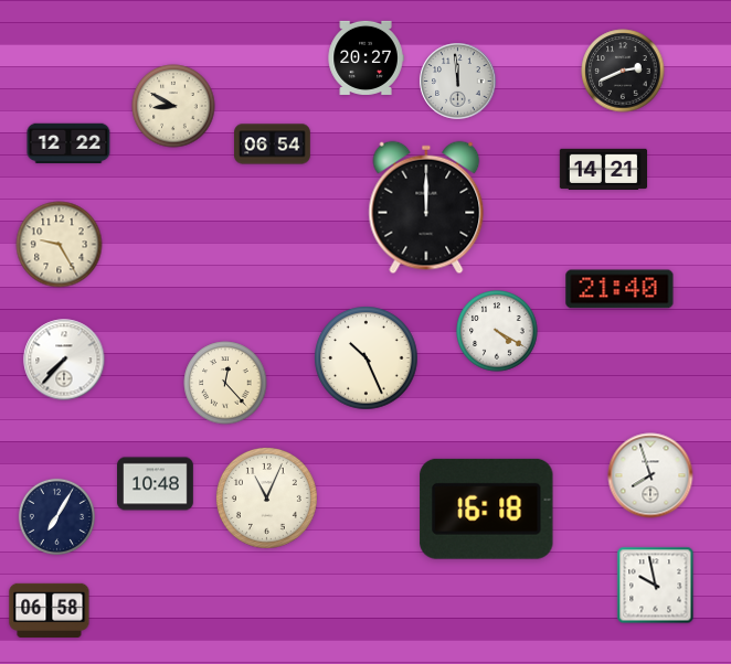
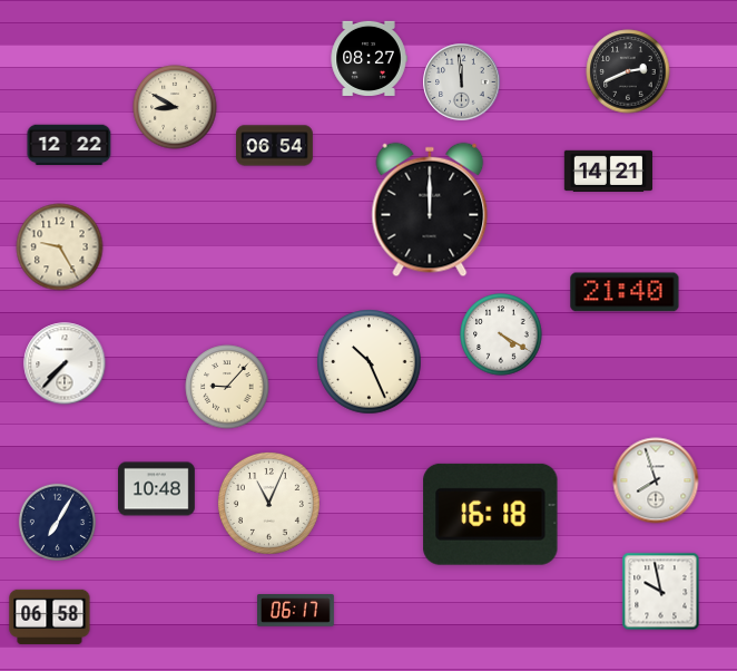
clock at (365, 57): 20:27 -> 08:27
clock at (225, 383): 12:23 -> 9:07
clock at (296, 611): none -> 06:17
